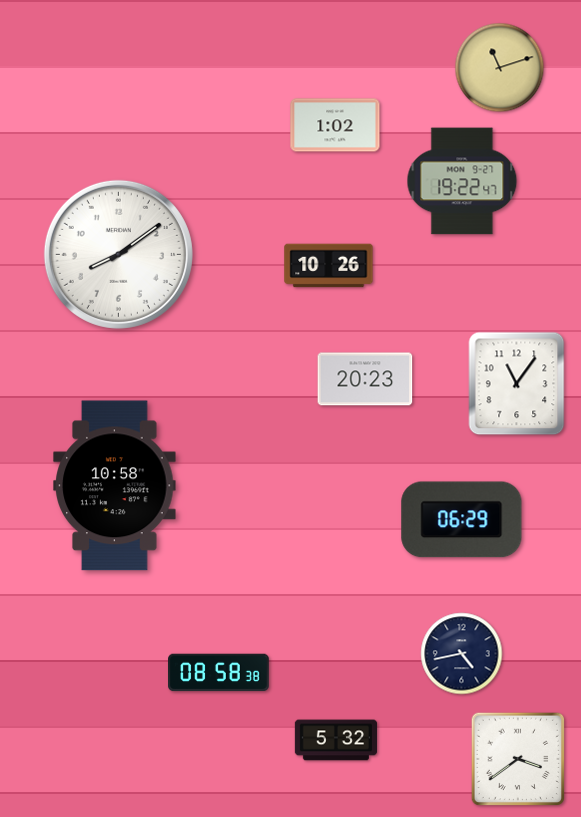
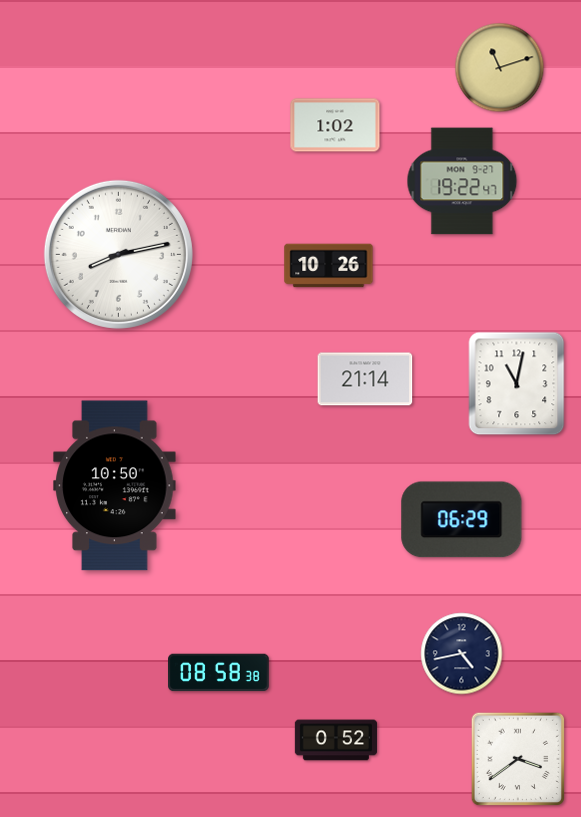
clock at (118, 254): 8:09 -> 8:13
clock at (365, 379): 20:23 -> 21:14
clock at (517, 384): 11:06 -> 11:02
clock at (115, 486): 10:58 -> 10:50
clock at (336, 740): 5:32 -> 0:52
